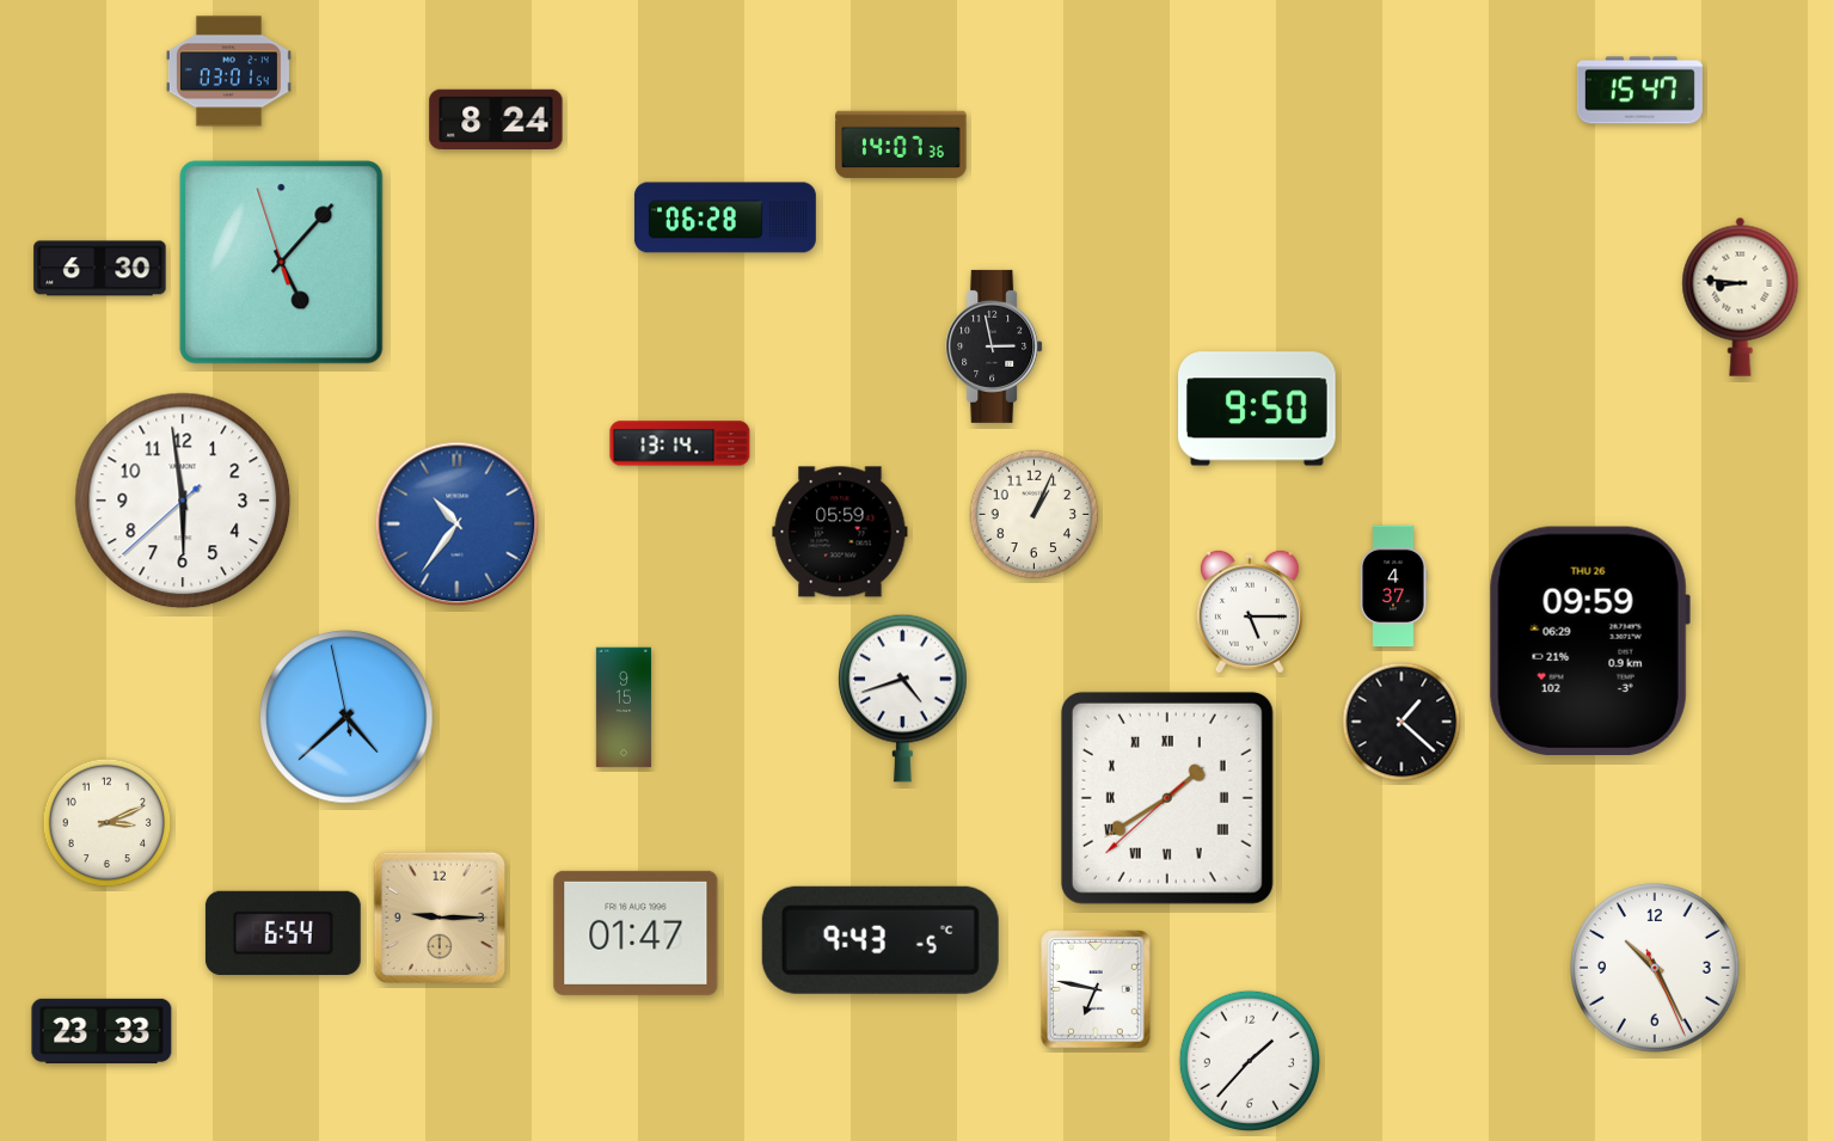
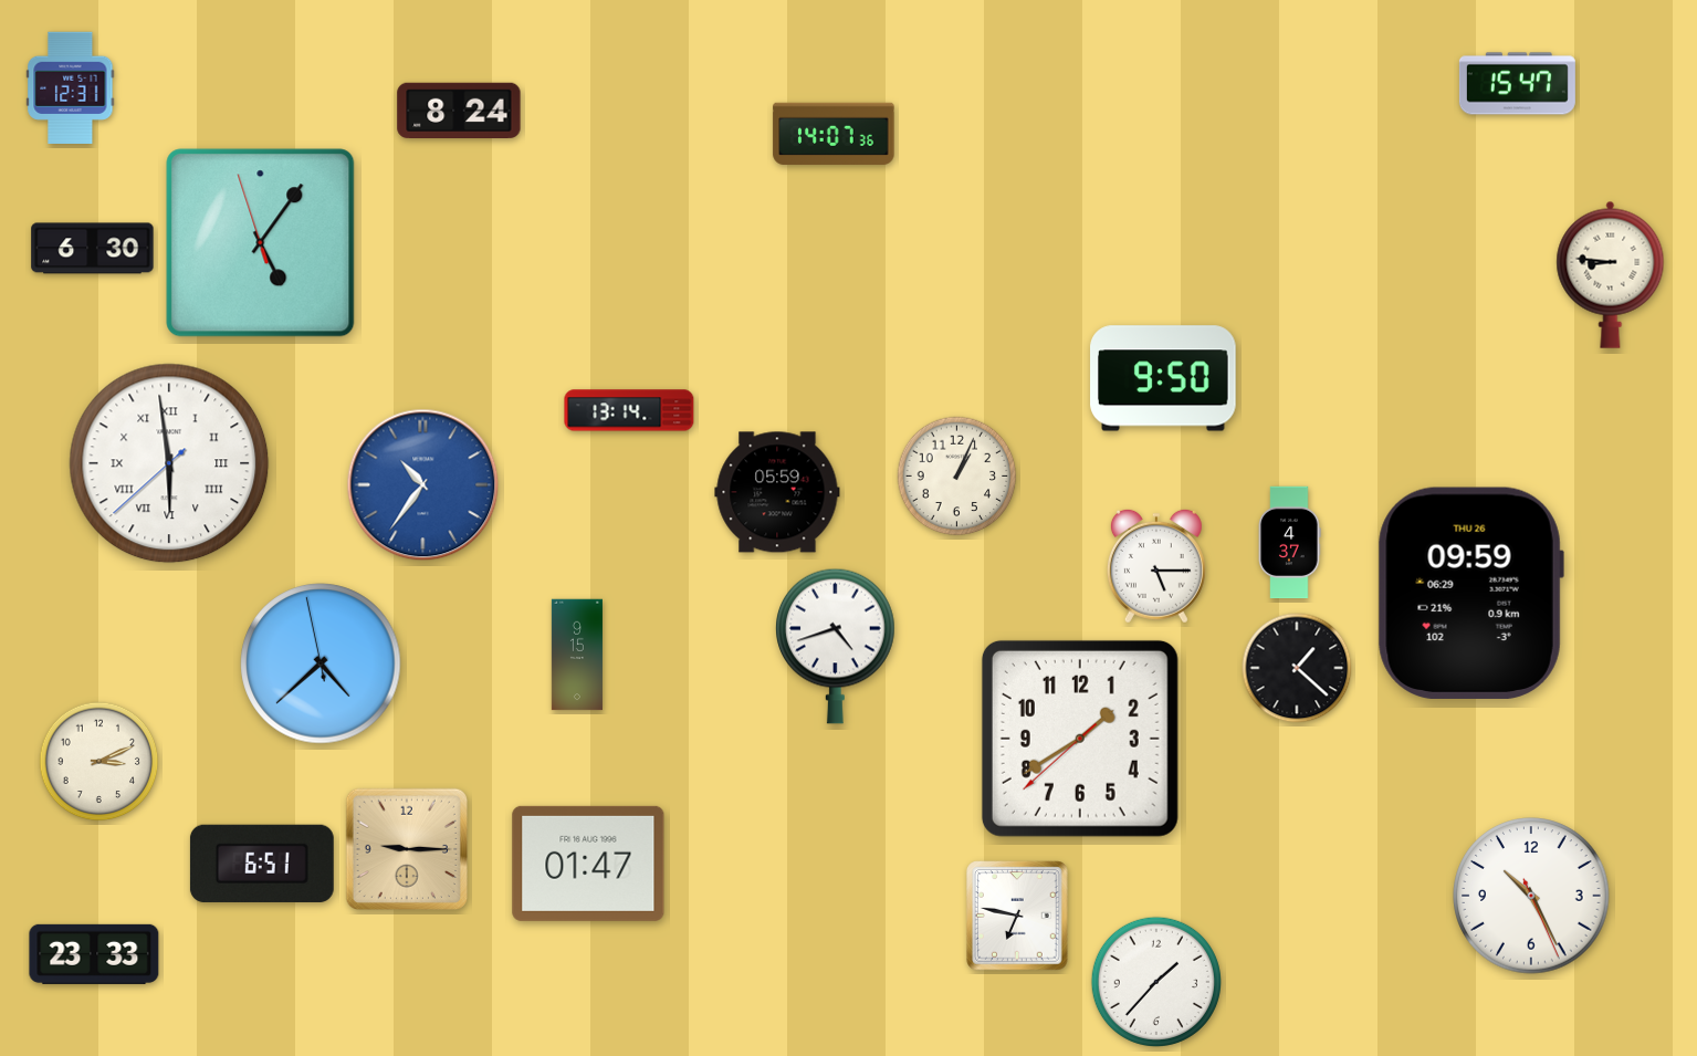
clock at (228, 72): 03:01 -> none
clock at (71, 87): none -> 12:31
clock at (725, 217): 06:28 -> none
clock at (282, 263): 5:06 -> 5:05
clock at (994, 346): 2:58 -> none
clock at (183, 501) numerals: Arabic -> Roman
clock at (1167, 798) numerals: Roman -> Arabic
clock at (283, 933): 6:54 -> 6:51
clock at (881, 940): 9:43 -> none
clock at (1096, 989) position: (1096, 989) -> (1017, 916)
